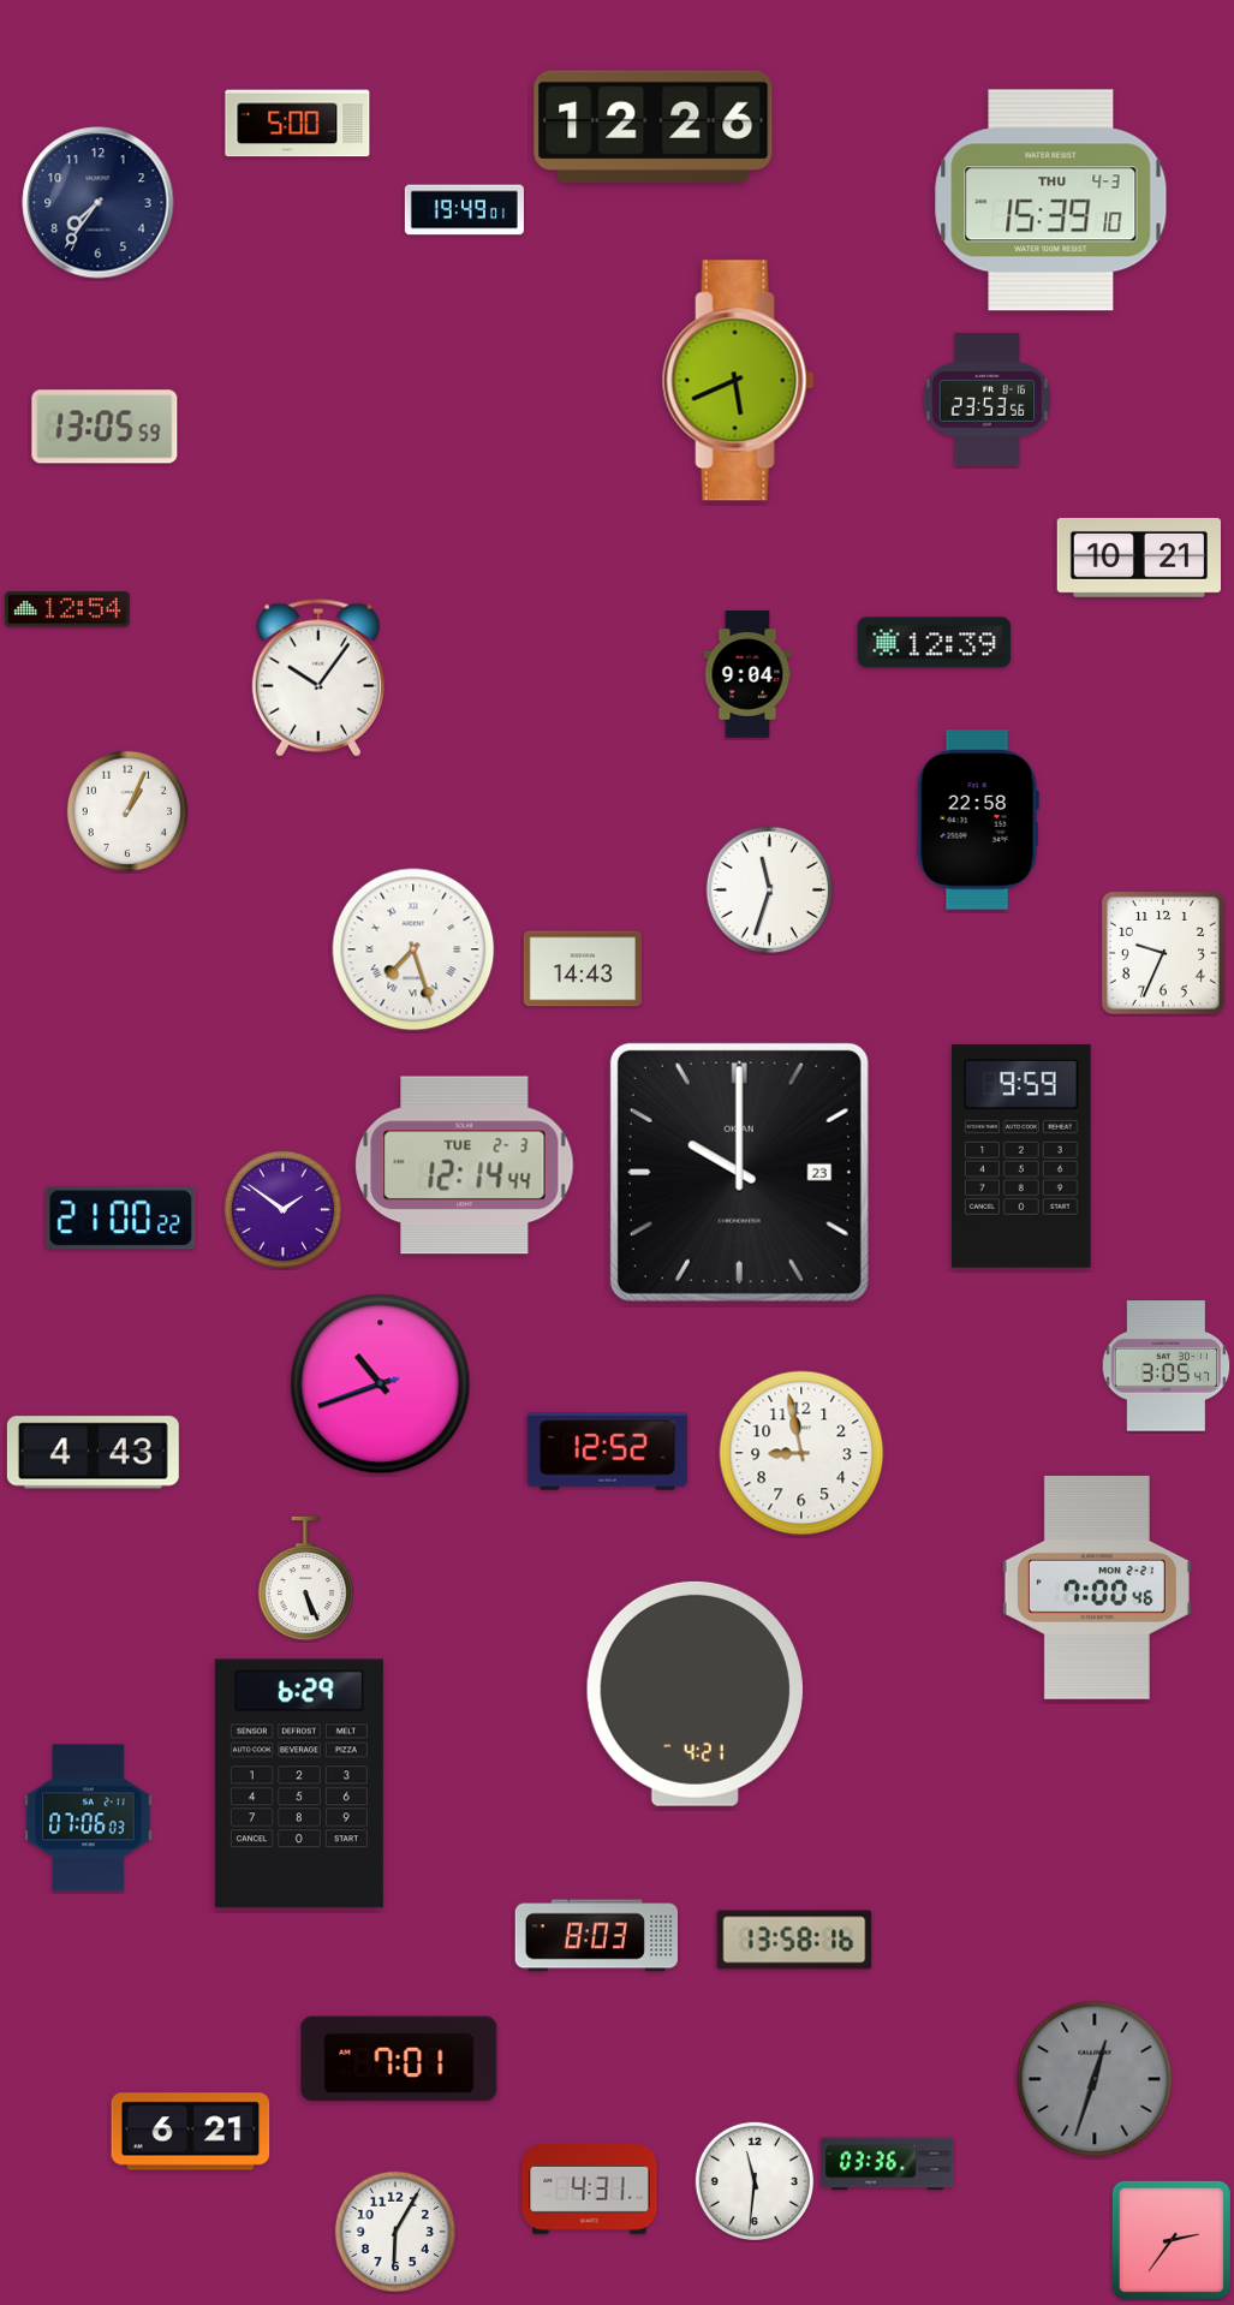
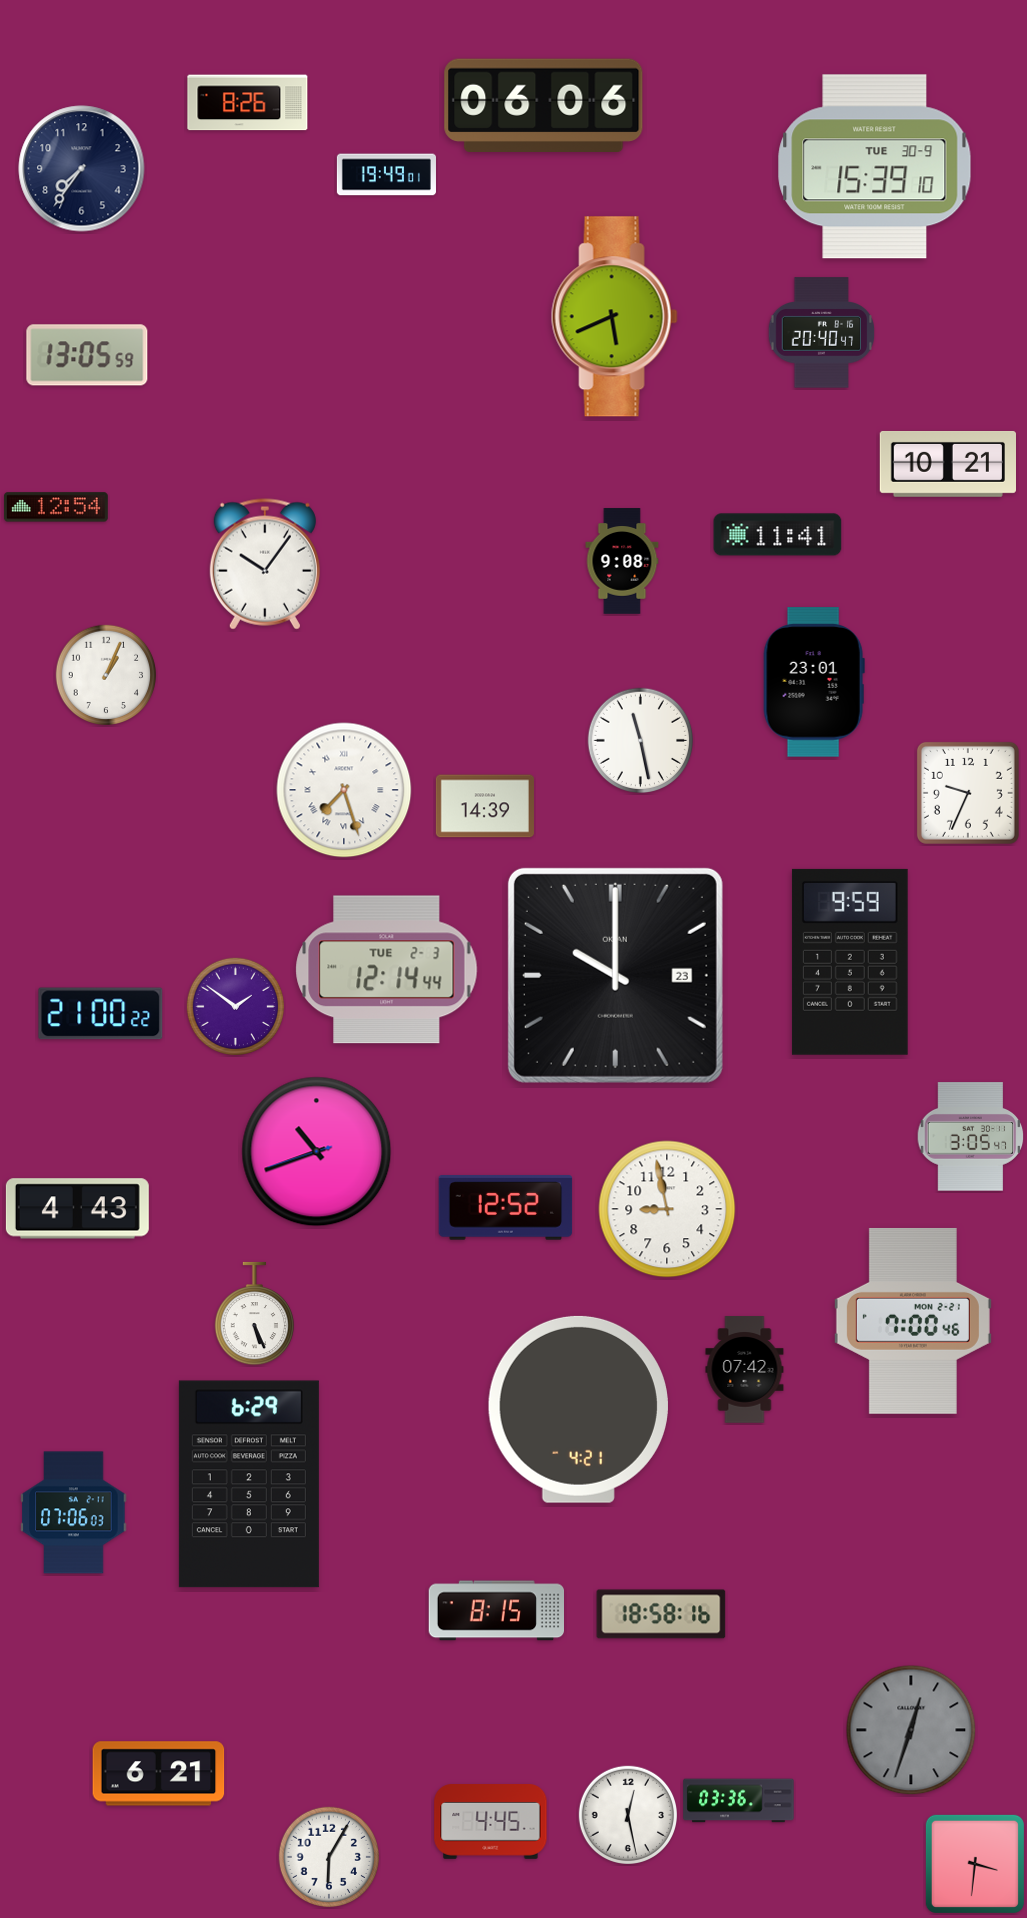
clock at (298, 124): 5:00 -> 8:26
clock at (654, 126): 12:26 -> 06:06
clock at (1051, 201) date: THU 4-3 -> TUE 30-9
clock at (986, 400): 23:53 -> 20:40
clock at (935, 643): 12:39 -> 11:41
clock at (747, 674): 9:04 -> 9:08
clock at (978, 820): 22:58 -> 23:01
clock at (770, 891): 11:33 -> 11:28
clock at (583, 969): 14:43 -> 14:39
clock at (745, 1370): none -> 07:42
clock at (596, 1936): 8:03 -> 8:15
clock at (794, 1940): 13:58 -> 18:58
clock at (399, 2059): 7:01 -> none
clock at (753, 2180): 11:31 -> 12:28
clock at (590, 2190): 4:31 -> 4:45
clock at (1172, 2240): 2:36 -> 3:31
